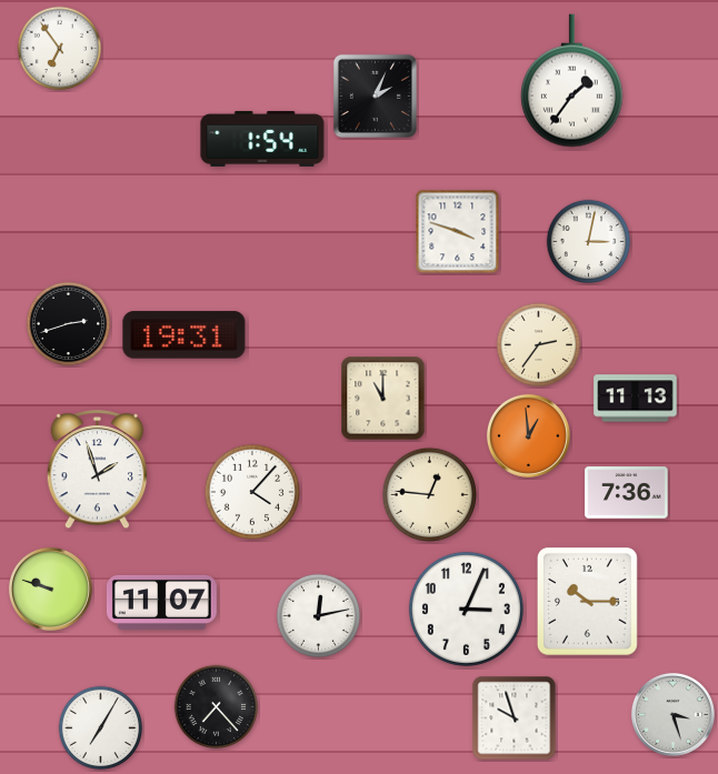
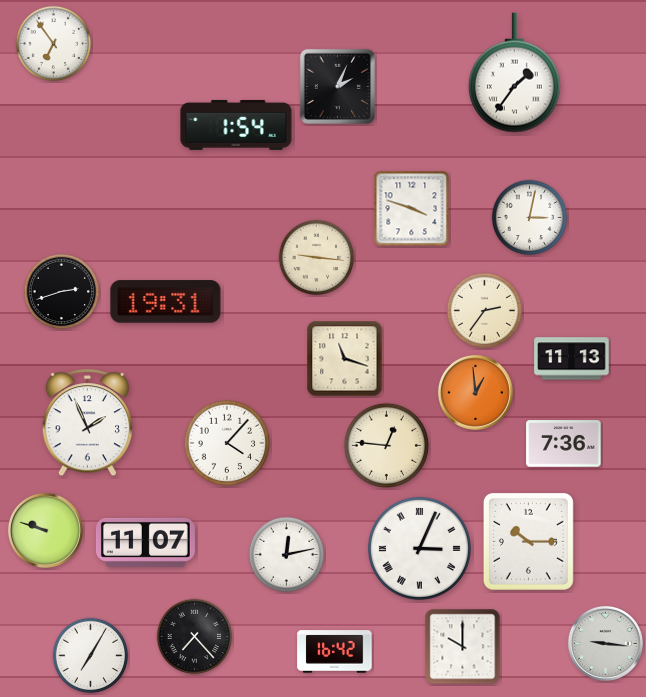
clock at (317, 258): none -> 9:16
clock at (383, 399): 11:00 -> 11:18
clock at (98, 470): 1:57 -> 1:56
clock at (466, 609) numerals: Arabic -> Roman
clock at (672, 714): 3:27 -> 9:16
clock at (515, 718): 9:57 -> 10:00
clock at (335, 652): none -> 16:42
